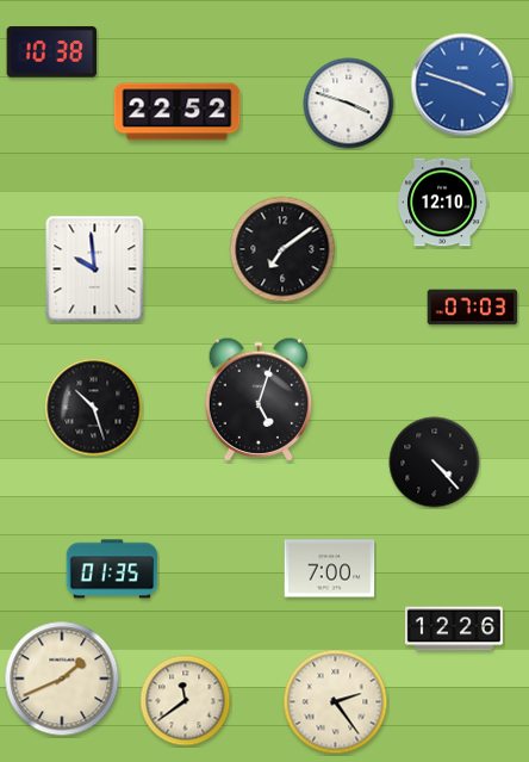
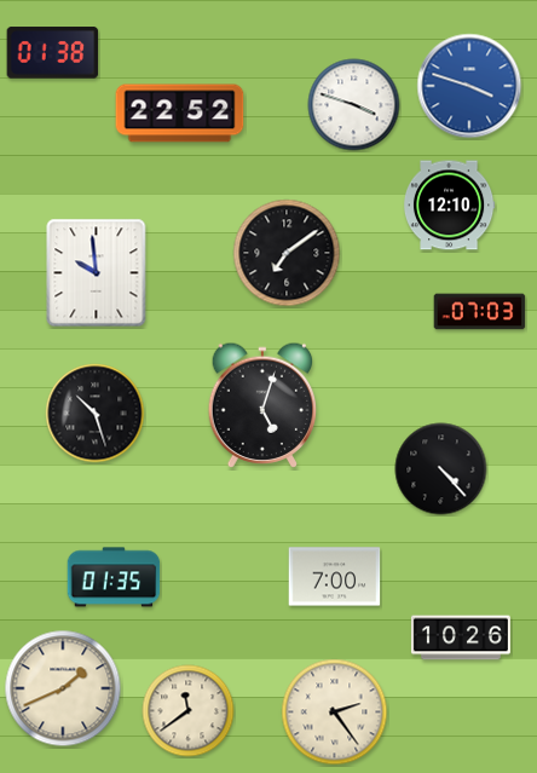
clock at (52, 52): 10:38 -> 01:38
clock at (454, 628): 12:26 -> 10:26
clock at (336, 702) position: (336, 702) -> (335, 713)
